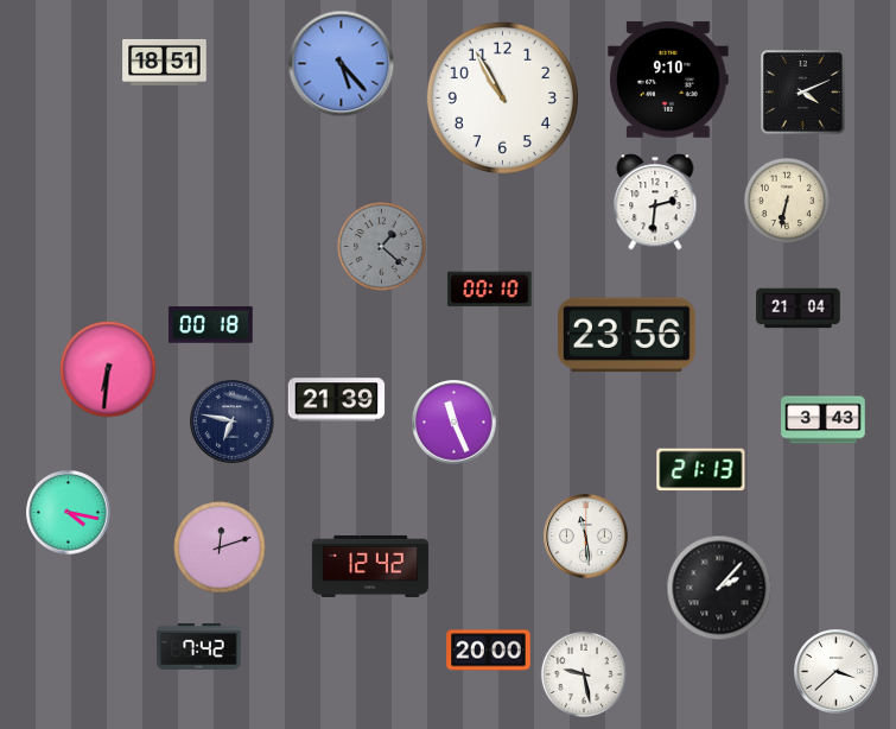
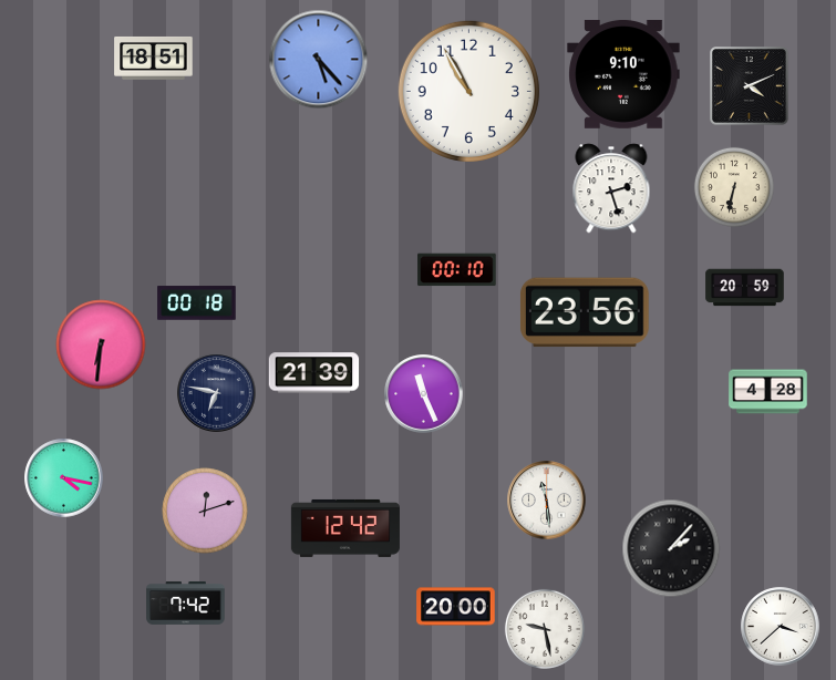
clock at (655, 202): 2:31 -> 2:27
clock at (382, 247): 1:22 -> none
clock at (799, 309): 21:04 -> 20:59
clock at (824, 420): 3:43 -> 4:28
clock at (701, 470): 21:13 -> none
